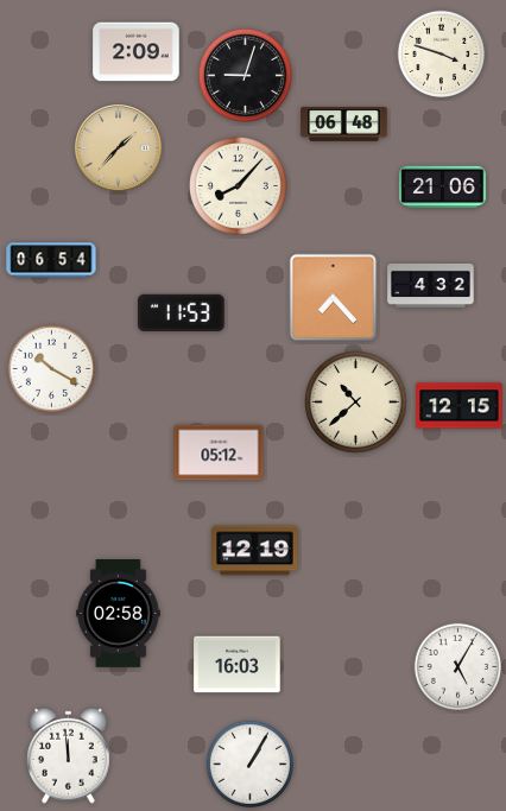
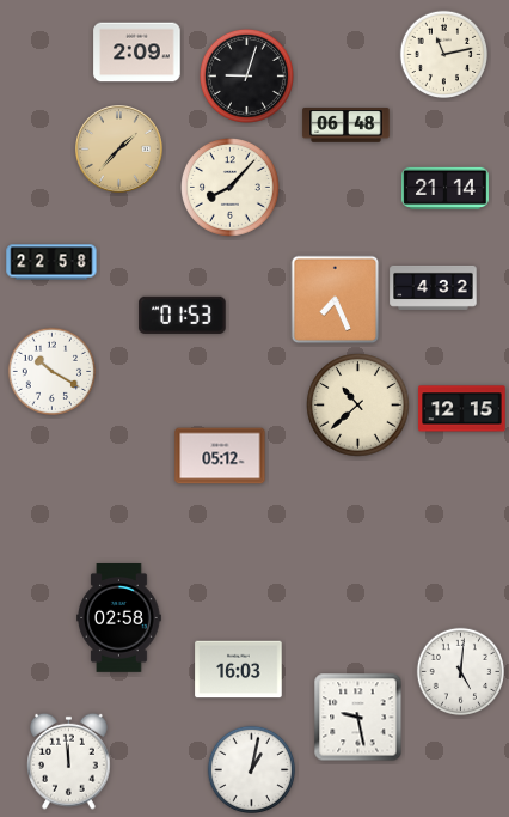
clock at (442, 55): 3:48 -> 11:13
clock at (239, 186) position: (239, 186) -> (231, 188)
clock at (443, 188): 21:06 -> 21:14
clock at (51, 260): 06:54 -> 22:58
clock at (334, 298): 7:23 -> 7:26
clock at (182, 312): 11:53 -> 01:53
clock at (255, 551): 12:19 -> none
clock at (458, 667): 5:05 -> 5:01
clock at (358, 718): none -> 9:28
clock at (251, 765): 1:05 -> 1:02
